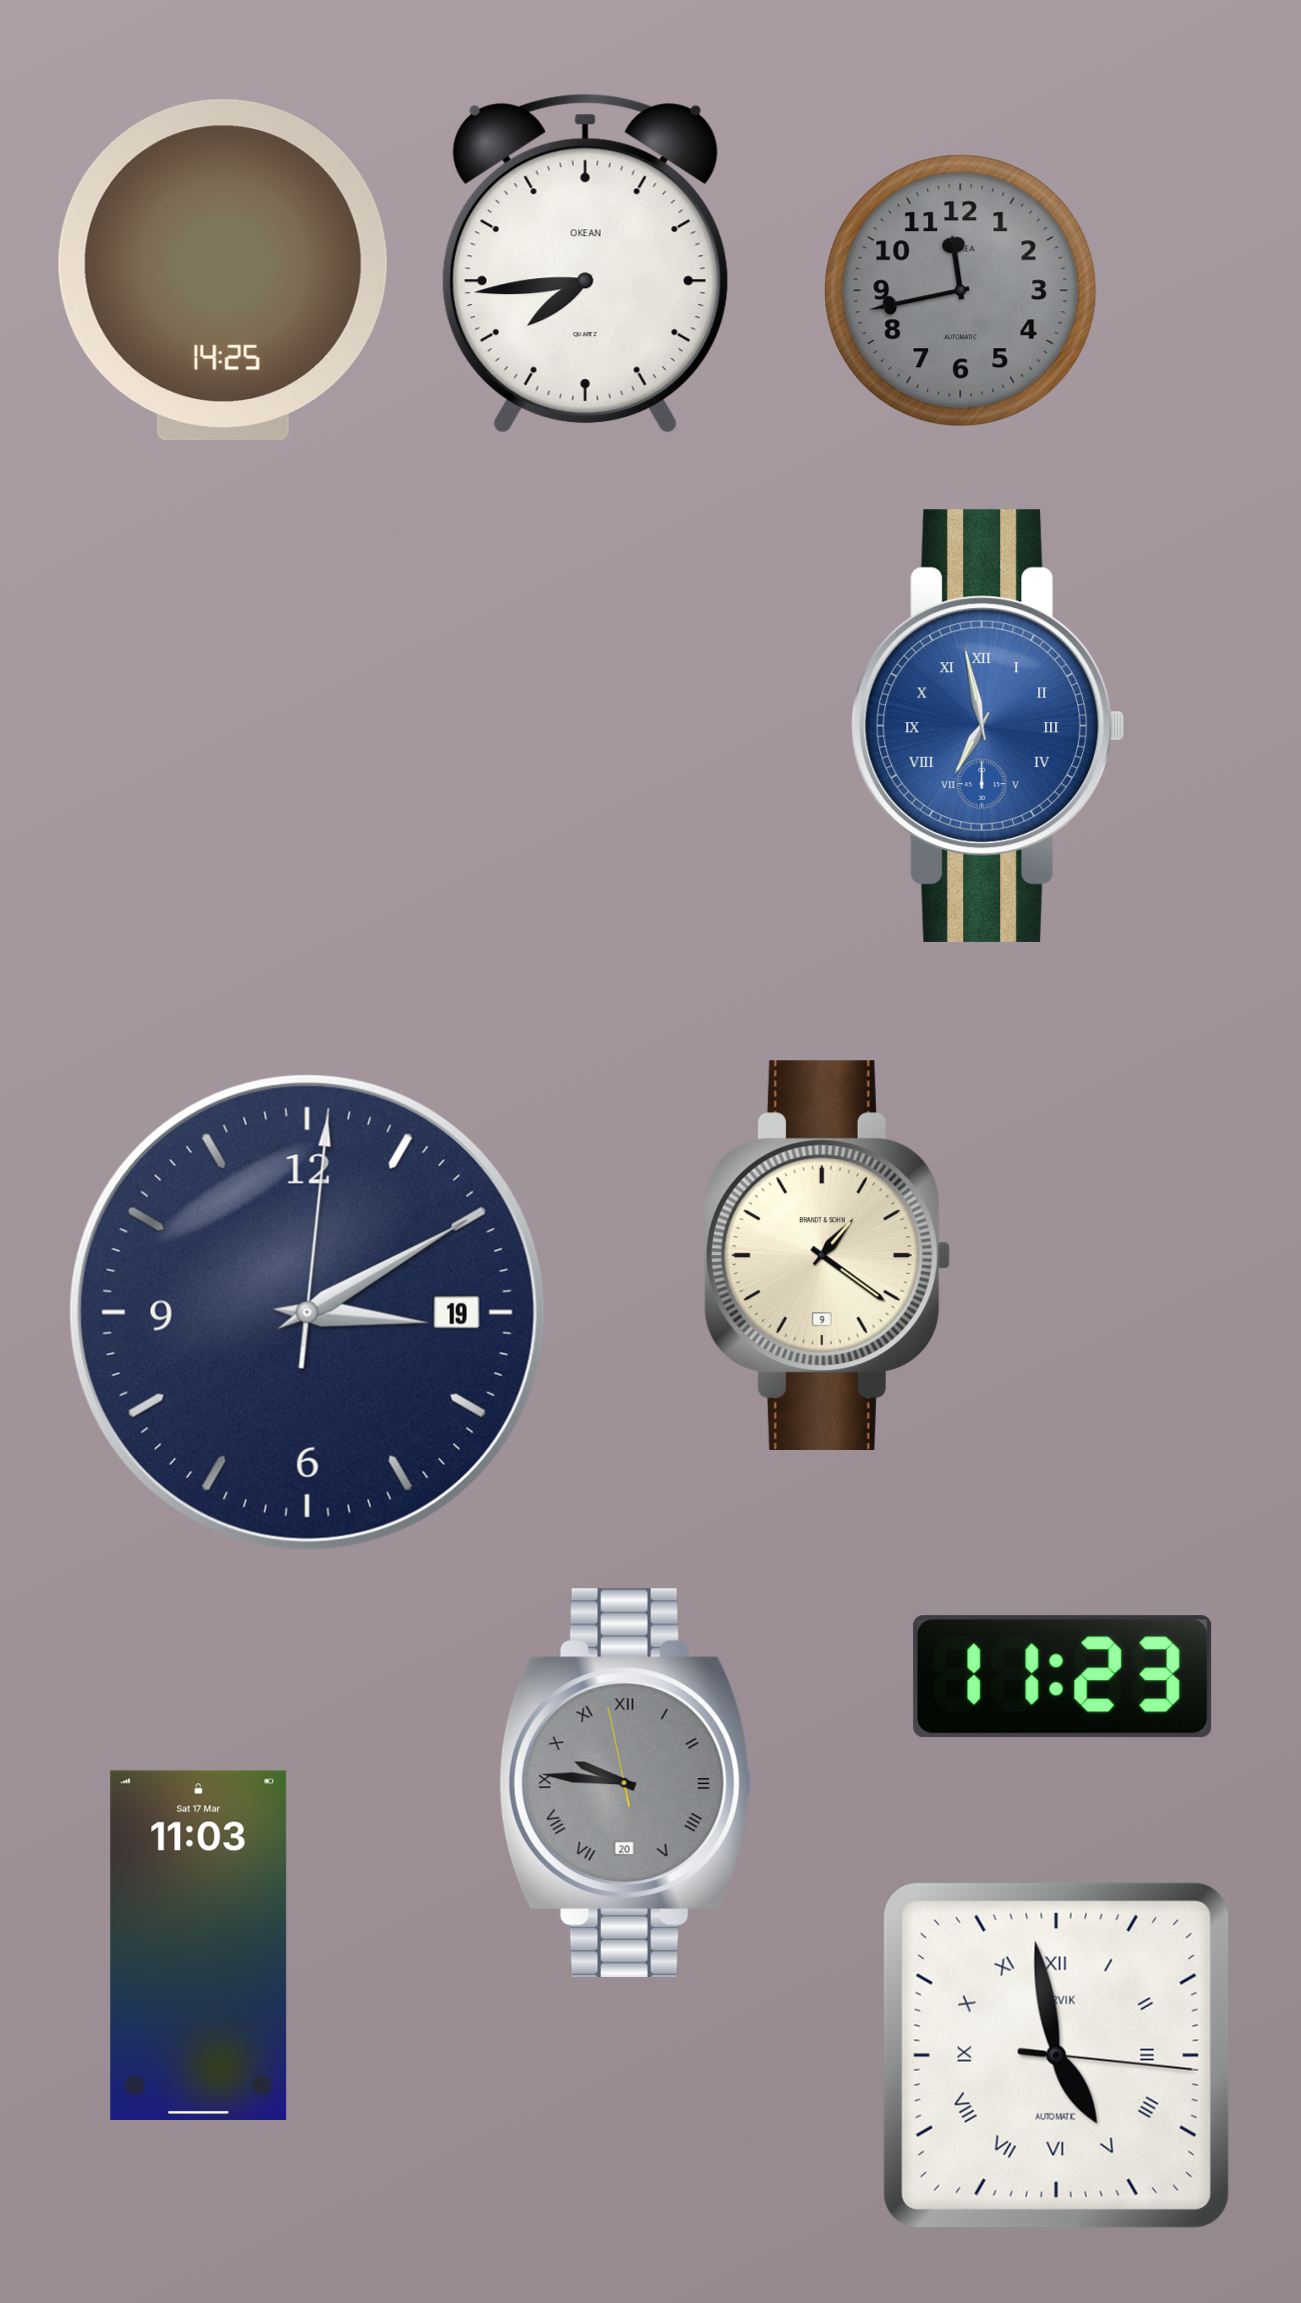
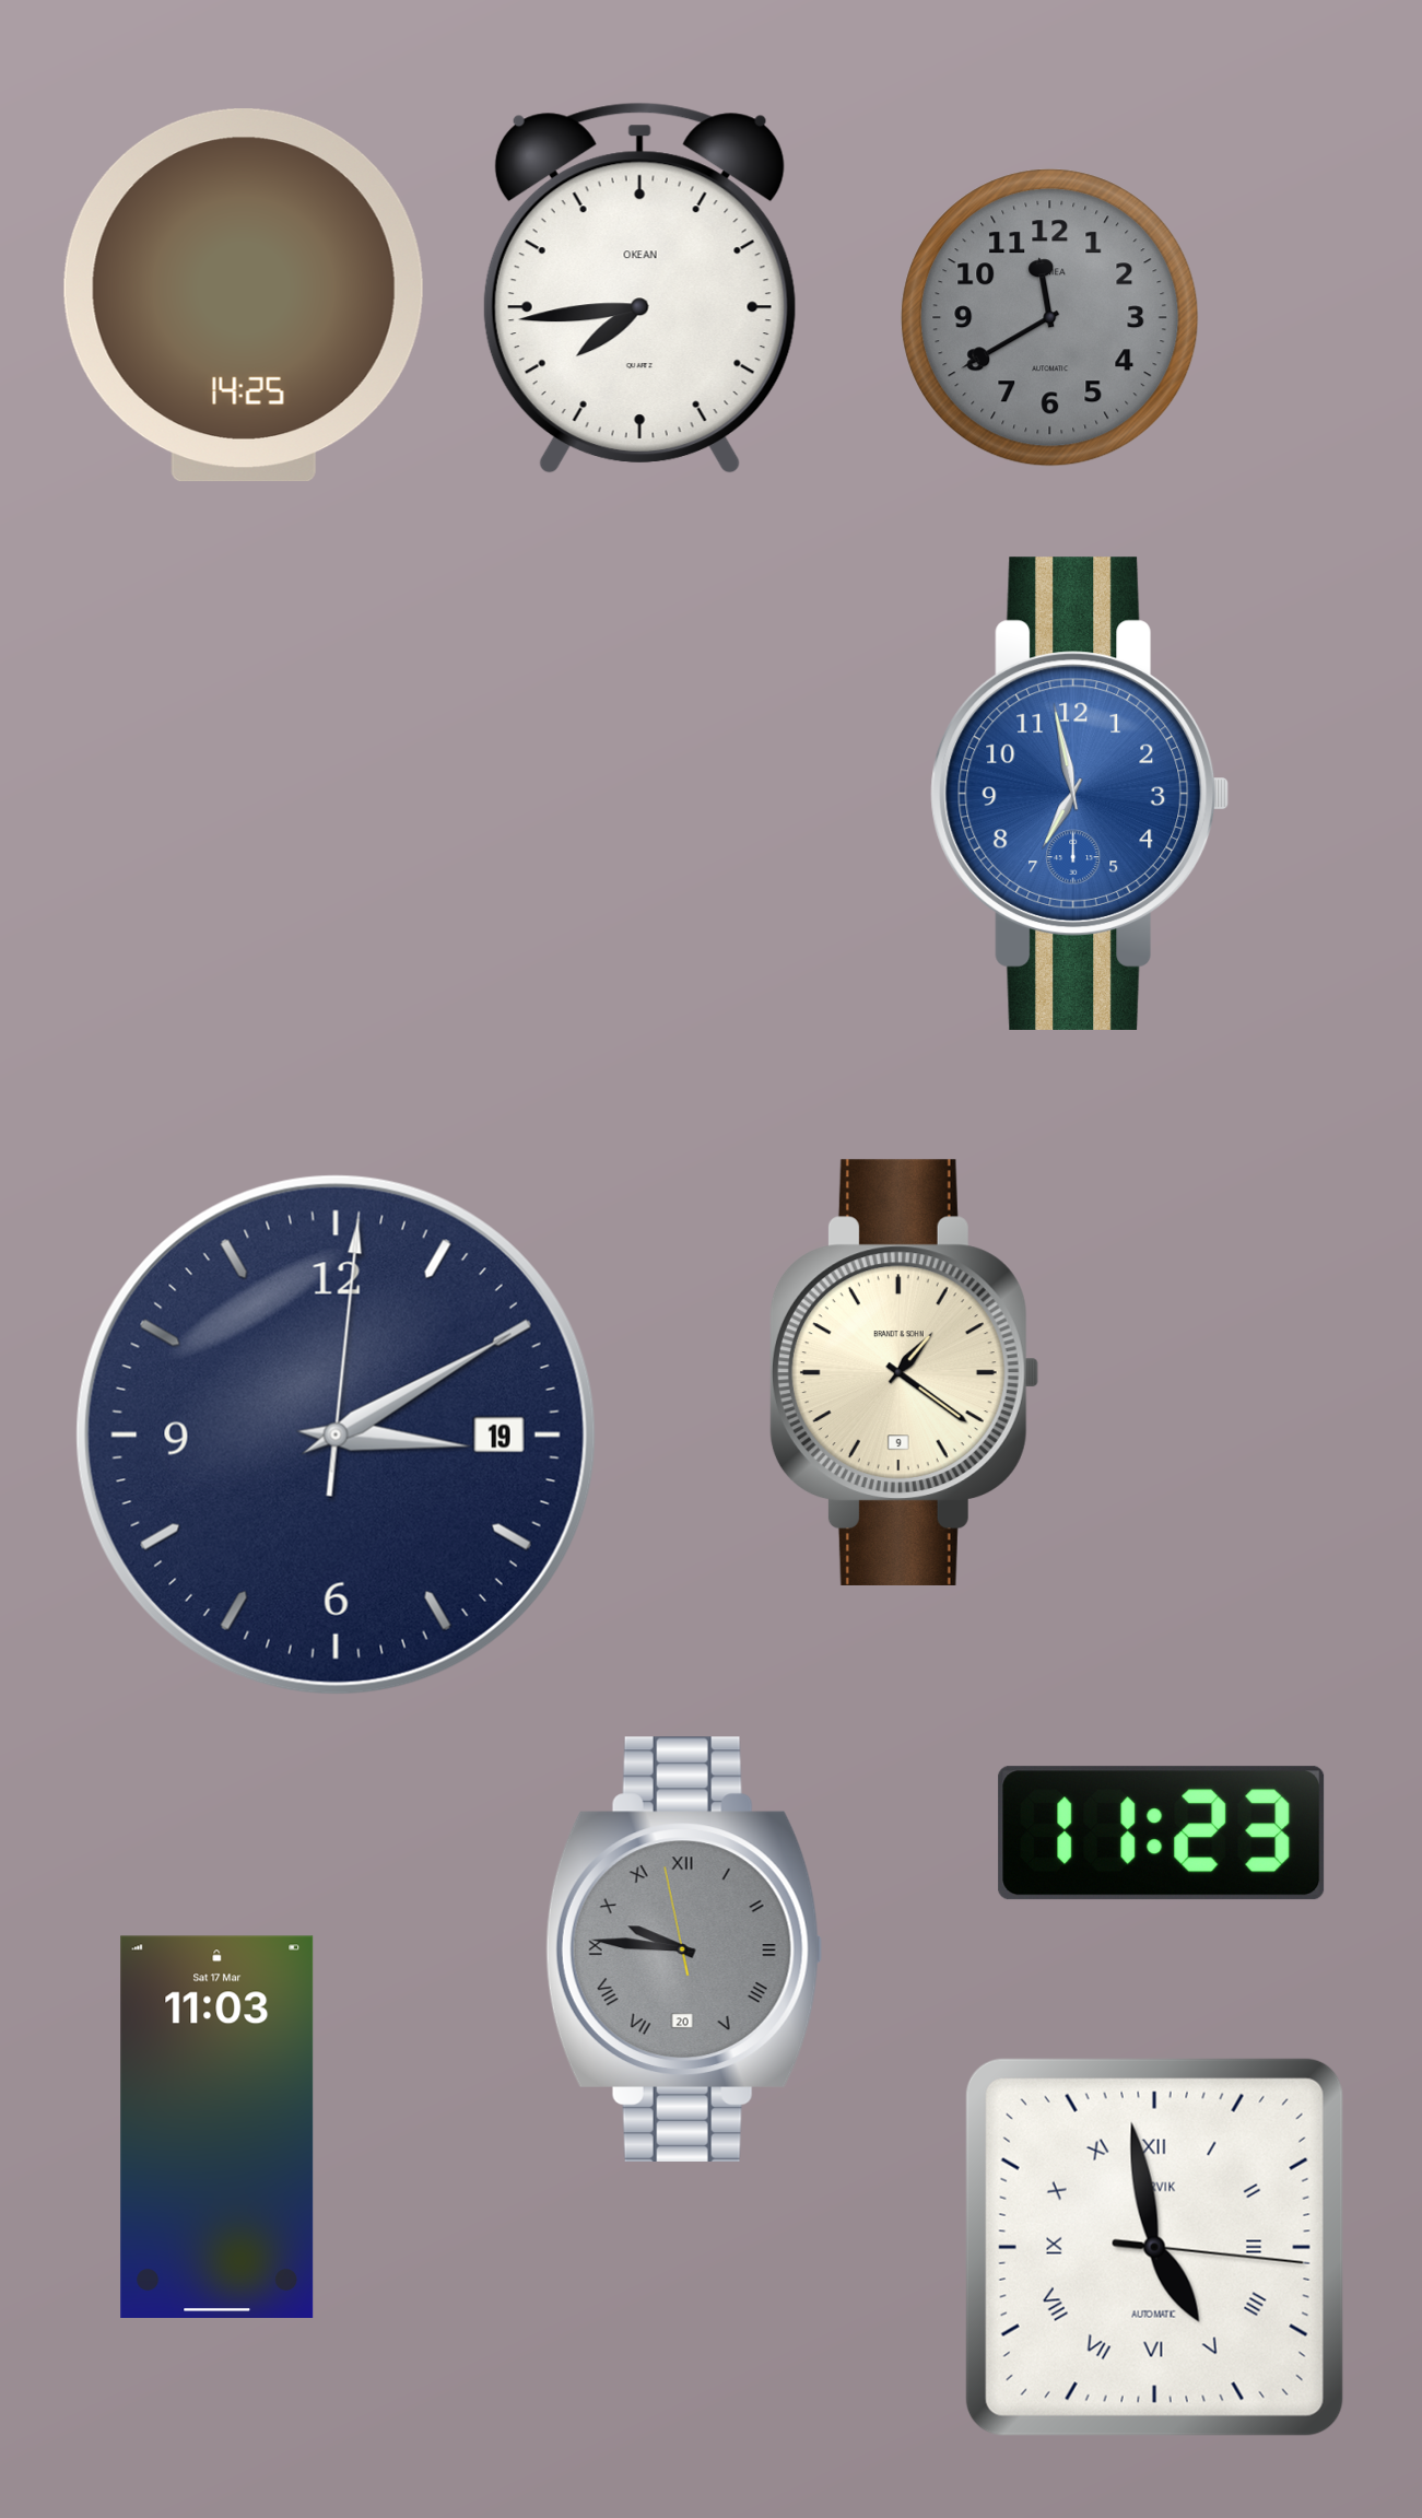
clock at (961, 291): 11:43 -> 11:40
clock at (988, 726) numerals: Roman -> Arabic
